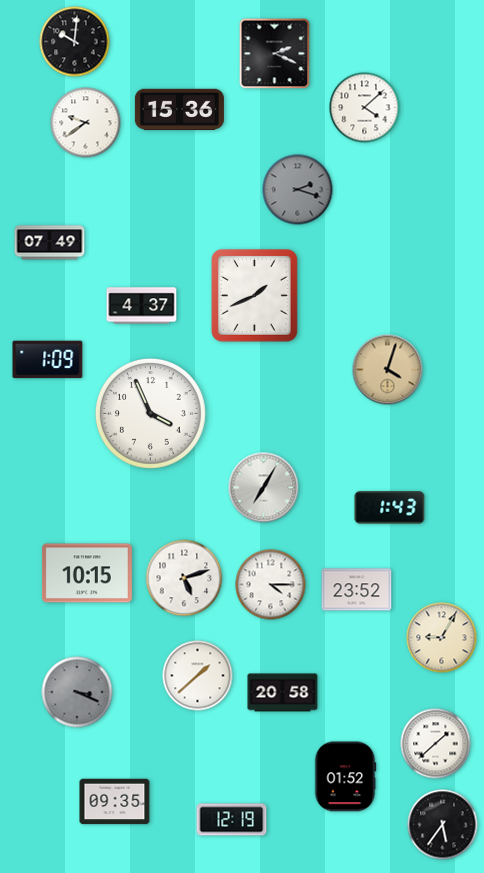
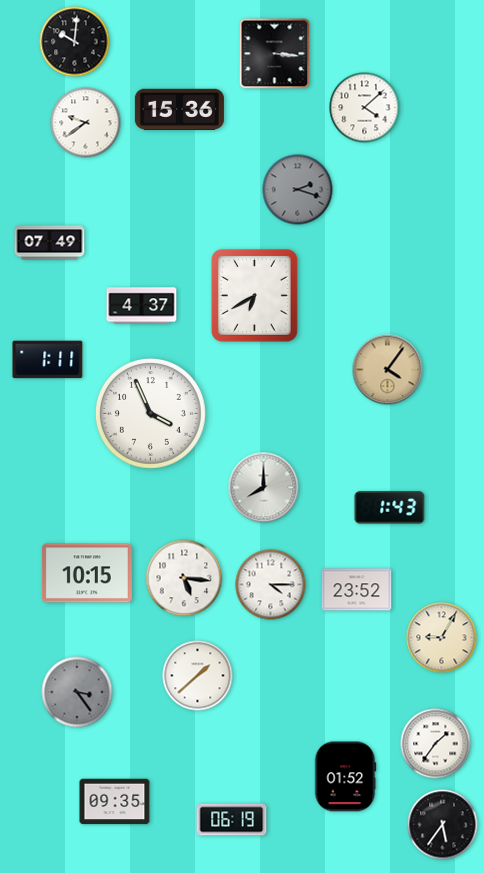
clock at (275, 54): 2:19 -> 3:16
clock at (254, 295): 1:41 -> 6:40
clock at (48, 360): 1:09 -> 1:11
clock at (388, 370): 4:03 -> 4:06
clock at (264, 488): 7:05 -> 8:00
clock at (184, 578): 5:12 -> 5:16
clock at (77, 692): 3:19 -> 3:24
clock at (283, 693): 20:58 -> none
clock at (436, 744): 1:38 -> 1:36
clock at (232, 820): 12:19 -> 06:19
